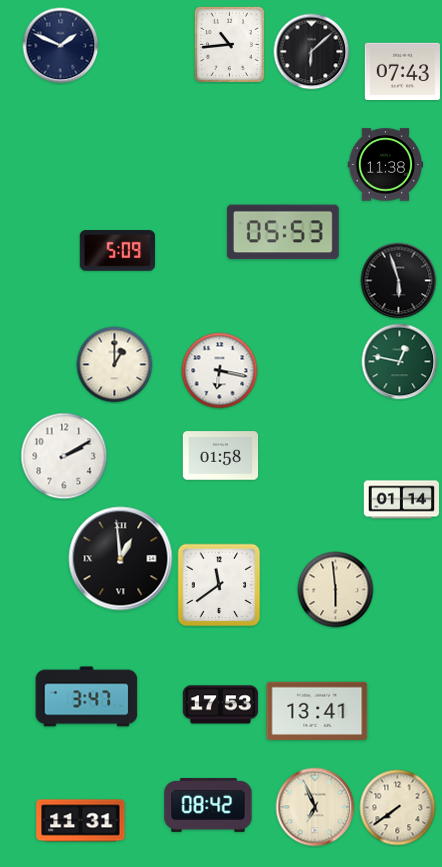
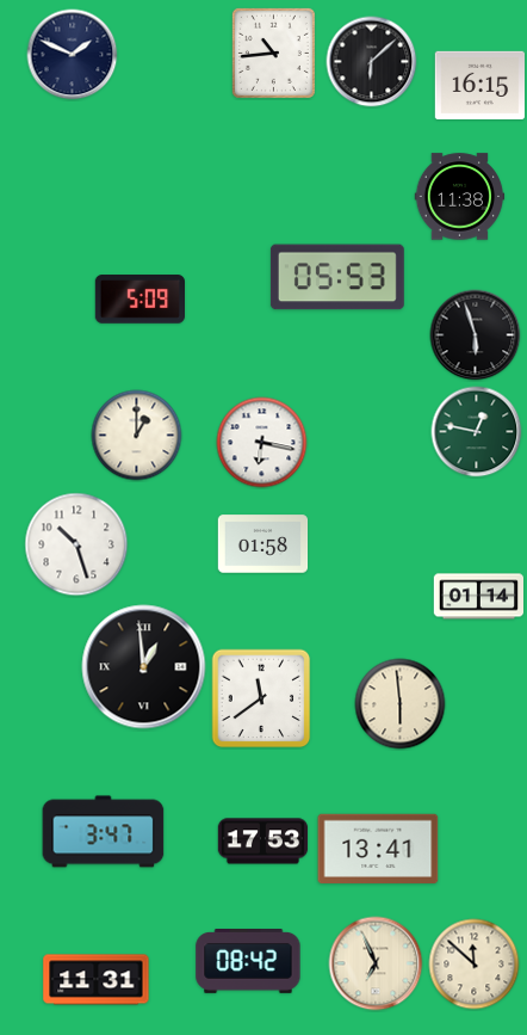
clock at (402, 71): 07:43 -> 16:15
clock at (64, 456): 2:10 -> 10:27
clock at (398, 808): 7:39 -> 11:52
